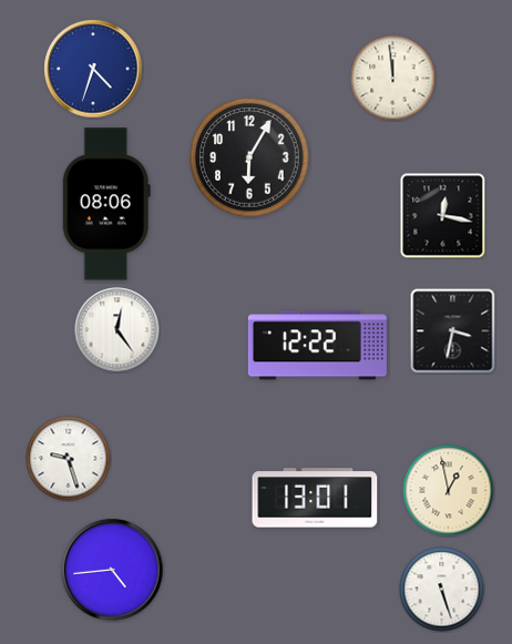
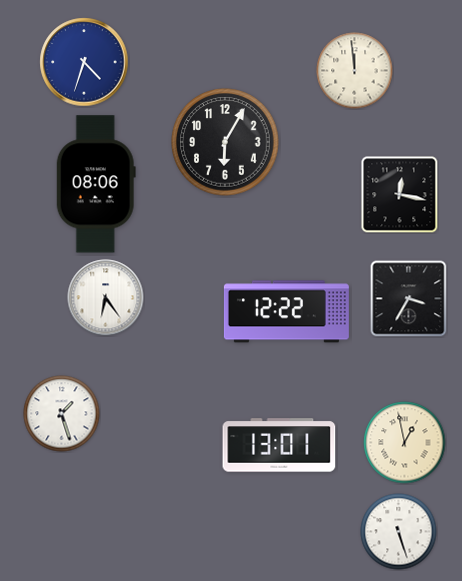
clock at (117, 330): 12:24 -> 6:24
clock at (453, 331): 3:32 -> 3:35
clock at (69, 459): 9:27 -> 1:27
clock at (315, 498) position: (315, 498) -> (279, 445)
clock at (112, 570): 4:44 -> none
